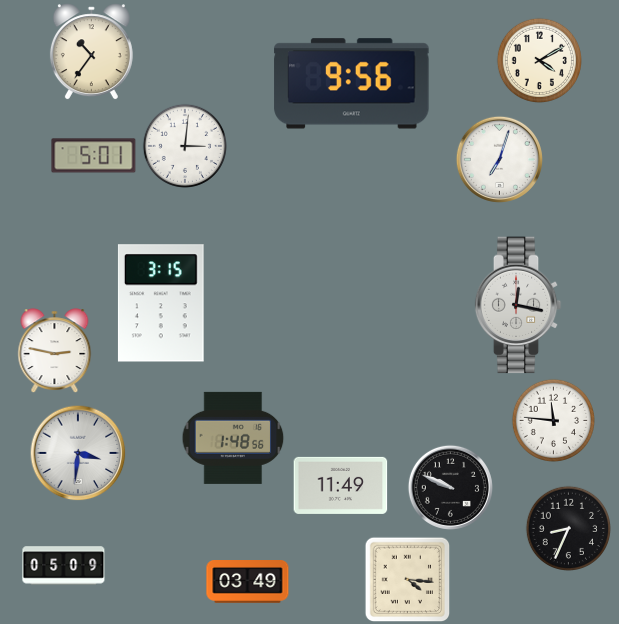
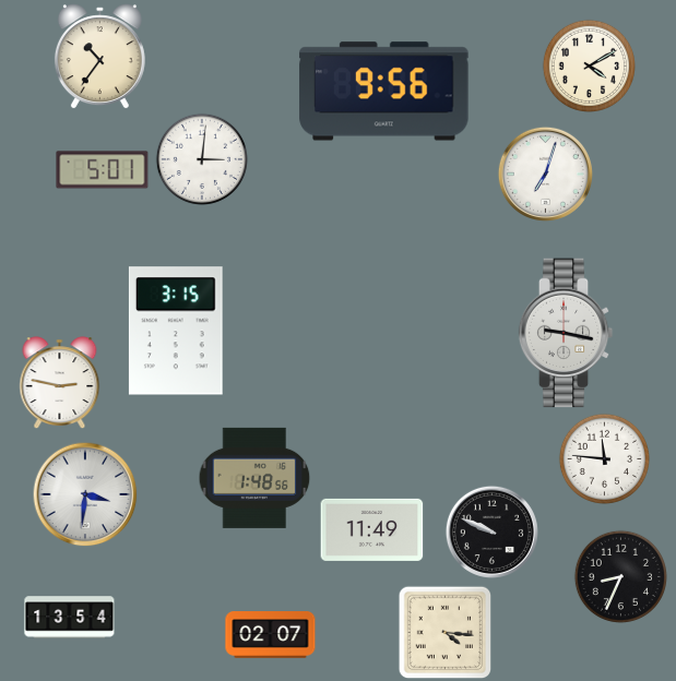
clock at (518, 305): 12:17 -> 9:17
clock at (64, 566): 05:09 -> 13:54
clock at (248, 582): 03:49 -> 02:07
